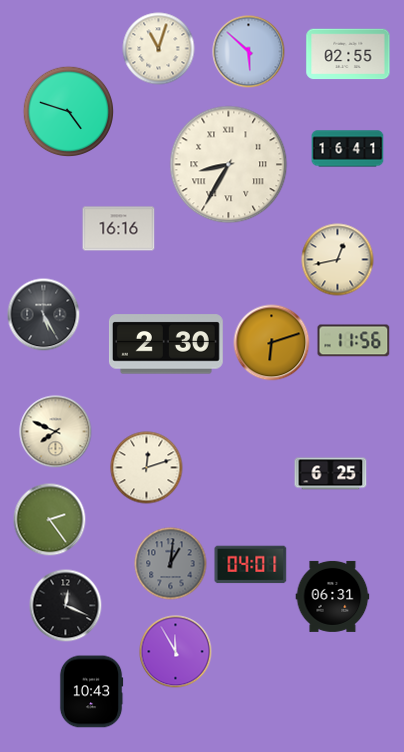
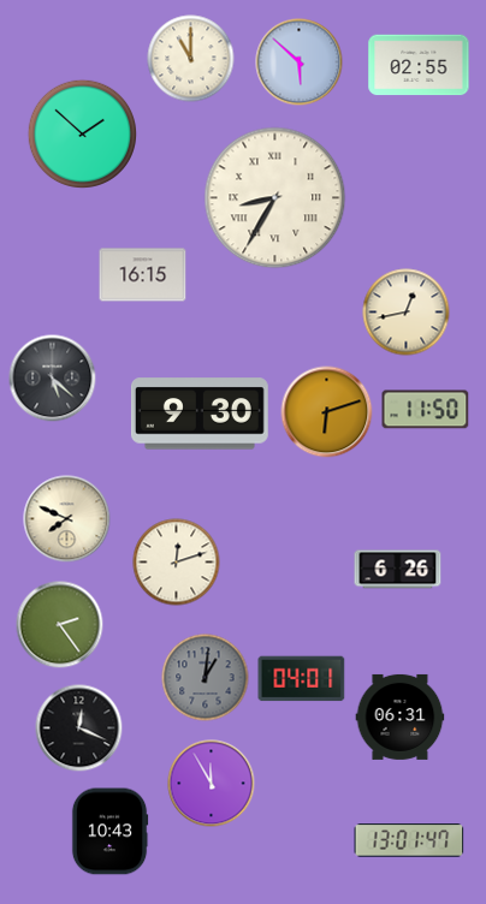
clock at (159, 49): 11:03 -> 11:00
clock at (68, 111): 4:48 -> 1:52
clock at (348, 149): 16:41 -> none
clock at (119, 229): 16:16 -> 16:15
clock at (44, 315): 5:25 -> 5:22
clock at (354, 341): 11:56 -> 11:50
clock at (166, 344): 2:30 -> 9:30
clock at (331, 474): 6:25 -> 6:26
clock at (409, 840): none -> 13:01
